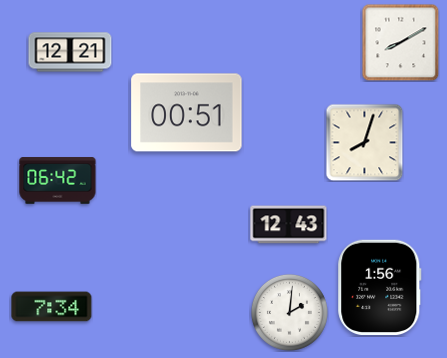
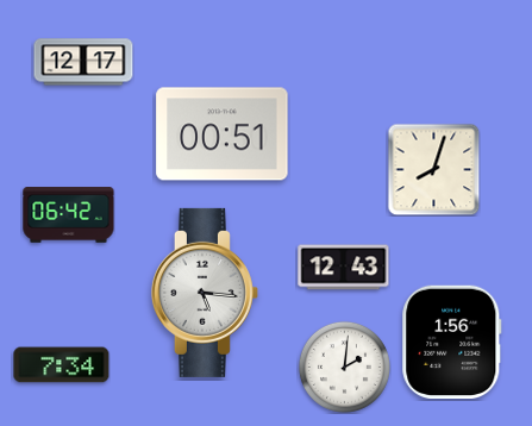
clock at (400, 42): 8:10 -> none
clock at (70, 52): 12:21 -> 12:17
clock at (205, 293): none -> 5:16
clock at (289, 312) position: (289, 312) -> (344, 367)
